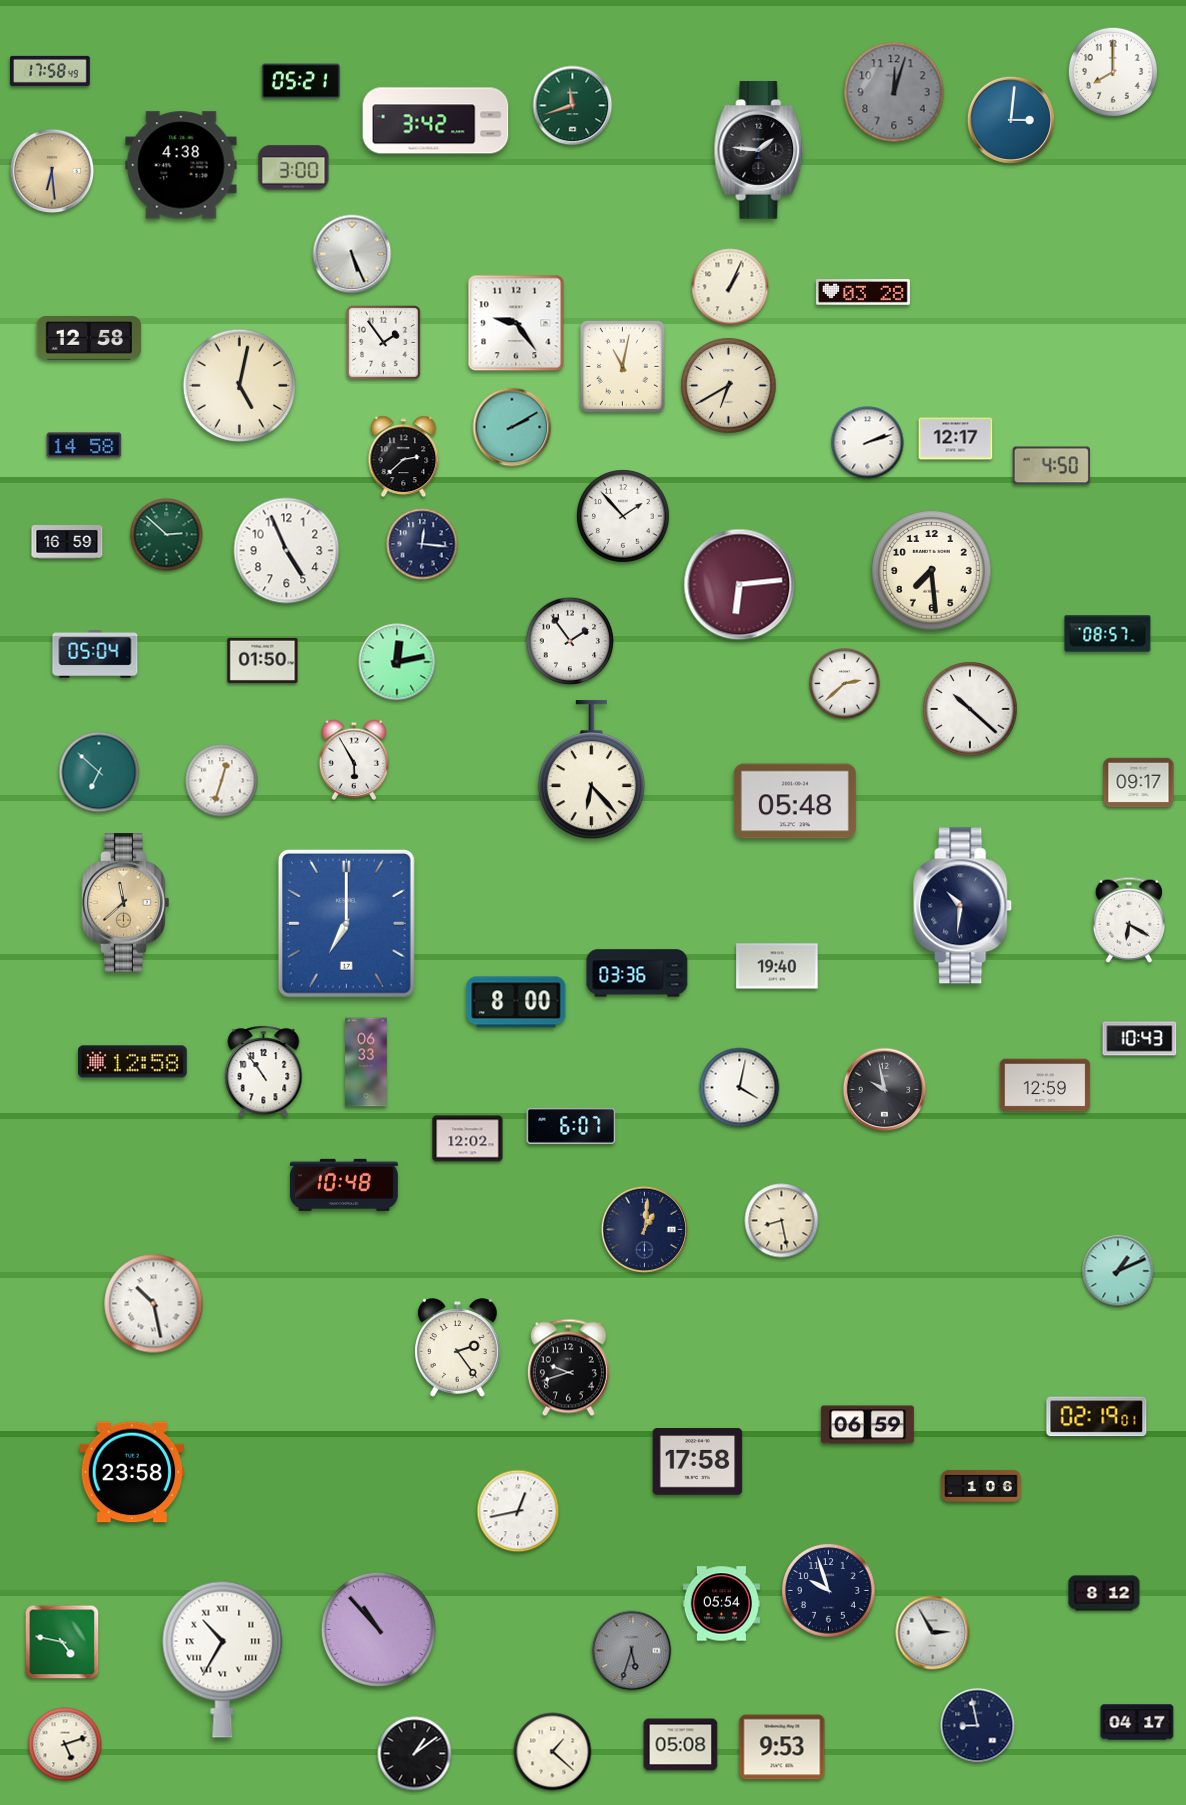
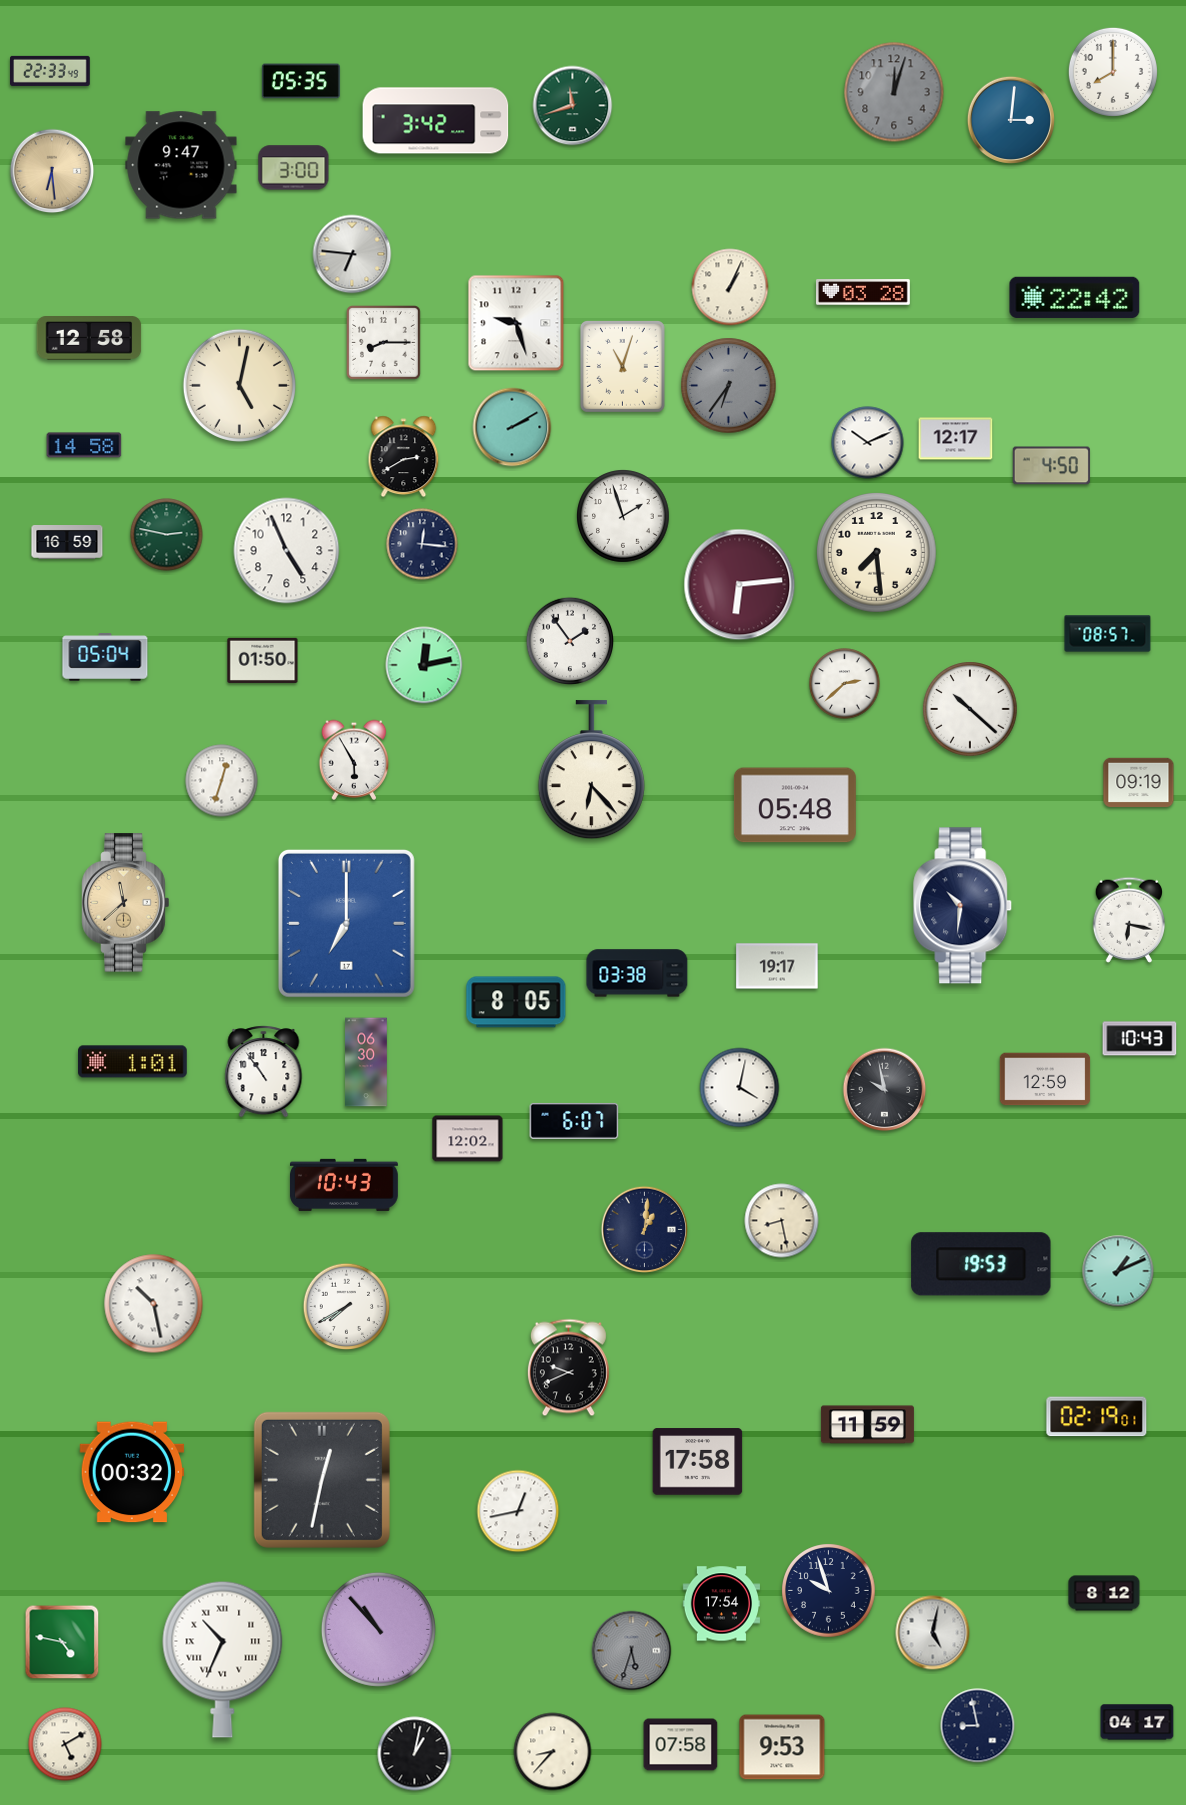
clock at (51, 71): 17:58 -> 22:33
clock at (301, 81): 05:21 -> 05:35
clock at (759, 150): 1:46 -> none
clock at (181, 165): 4:38 -> 9:47
clock at (352, 254): 5:26 -> 6:46
clock at (1075, 297): none -> 22:42
clock at (516, 323): 9:24 -> 9:27
clock at (384, 343): 1:54 -> 8:15
clock at (622, 366): 11:02 -> 11:03
clock at (729, 386): 6:40 -> 6:36
clock at (729, 386) dial: cream -> grey
clock at (868, 443): 2:12 -> 10:11
clock at (404, 457): 2:38 -> 2:40
clock at (624, 517): 1:53 -> 1:57
clock at (167, 535): 2:52 -> 2:47
clock at (932, 571) position: (932, 571) -> (877, 553)
clock at (95, 654) position: (95, 654) -> (105, 657)
clock at (397, 662) position: (397, 662) -> (424, 665)
clock at (99, 772): 6:52 -> none
clock at (1139, 782): 09:17 -> 09:19
clock at (795, 801) position: (795, 801) -> (795, 805)
clock at (1128, 920): 6:20 -> 6:17
clock at (777, 966): 19:40 -> 19:17
clock at (637, 973): 03:36 -> 03:38
clock at (516, 1002): 8:00 -> 8:05
clock at (133, 1062): 12:58 -> 1:01
clock at (367, 1062): 06:33 -> 06:30
clock at (1045, 1085) position: (1045, 1085) -> (1045, 1079)
clock at (571, 1126) position: (571, 1126) -> (574, 1121)
clock at (344, 1185): 10:48 -> 10:43
clock at (981, 1264): none -> 19:53
clock at (347, 1307): none -> 7:40
clock at (458, 1348): 2:24 -> none
clock at (568, 1368): 9:42 -> 9:41
clock at (867, 1425): 06:59 -> 11:59
clock at (132, 1472): 23:58 -> 00:32
clock at (322, 1480): none -> 12:32
clock at (981, 1486): 1:06 -> none
clock at (721, 1604): 05:54 -> 17:54
clock at (933, 1633): 2:55 -> 5:02
clock at (223, 1659): 10:35 -> 10:34
clock at (65, 1744): 5:12 -> 5:10
clock at (681, 1745): 05:08 -> 07:58
clock at (553, 1752): 1:22 -> 8:37
clock at (415, 1754): 1:09 -> 1:02
